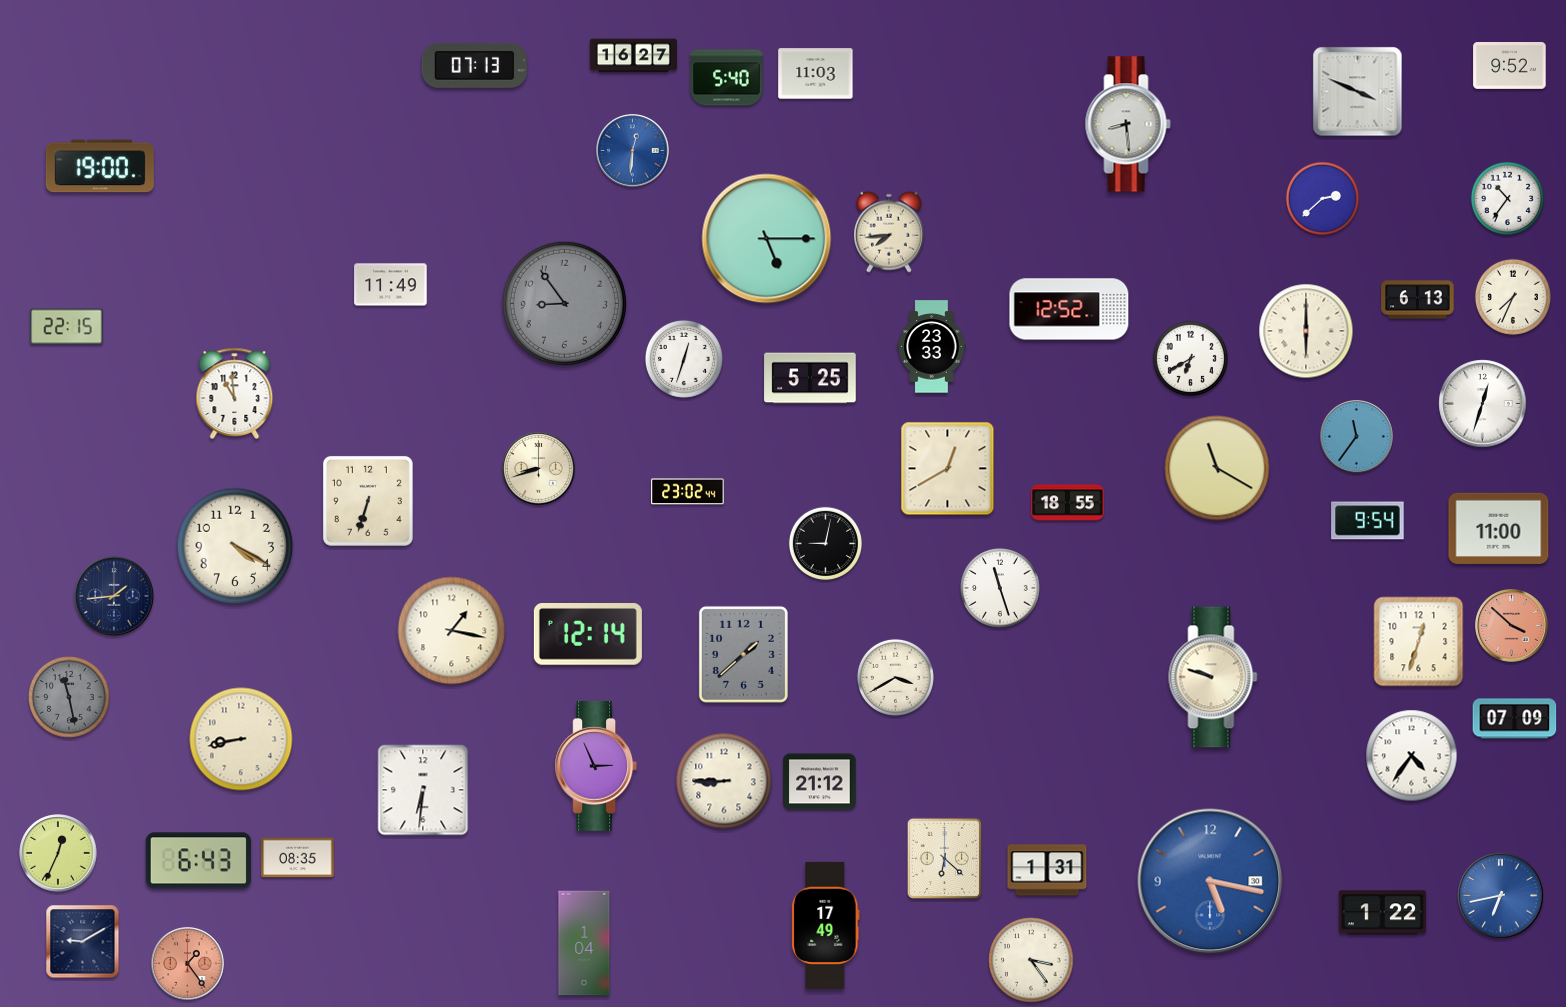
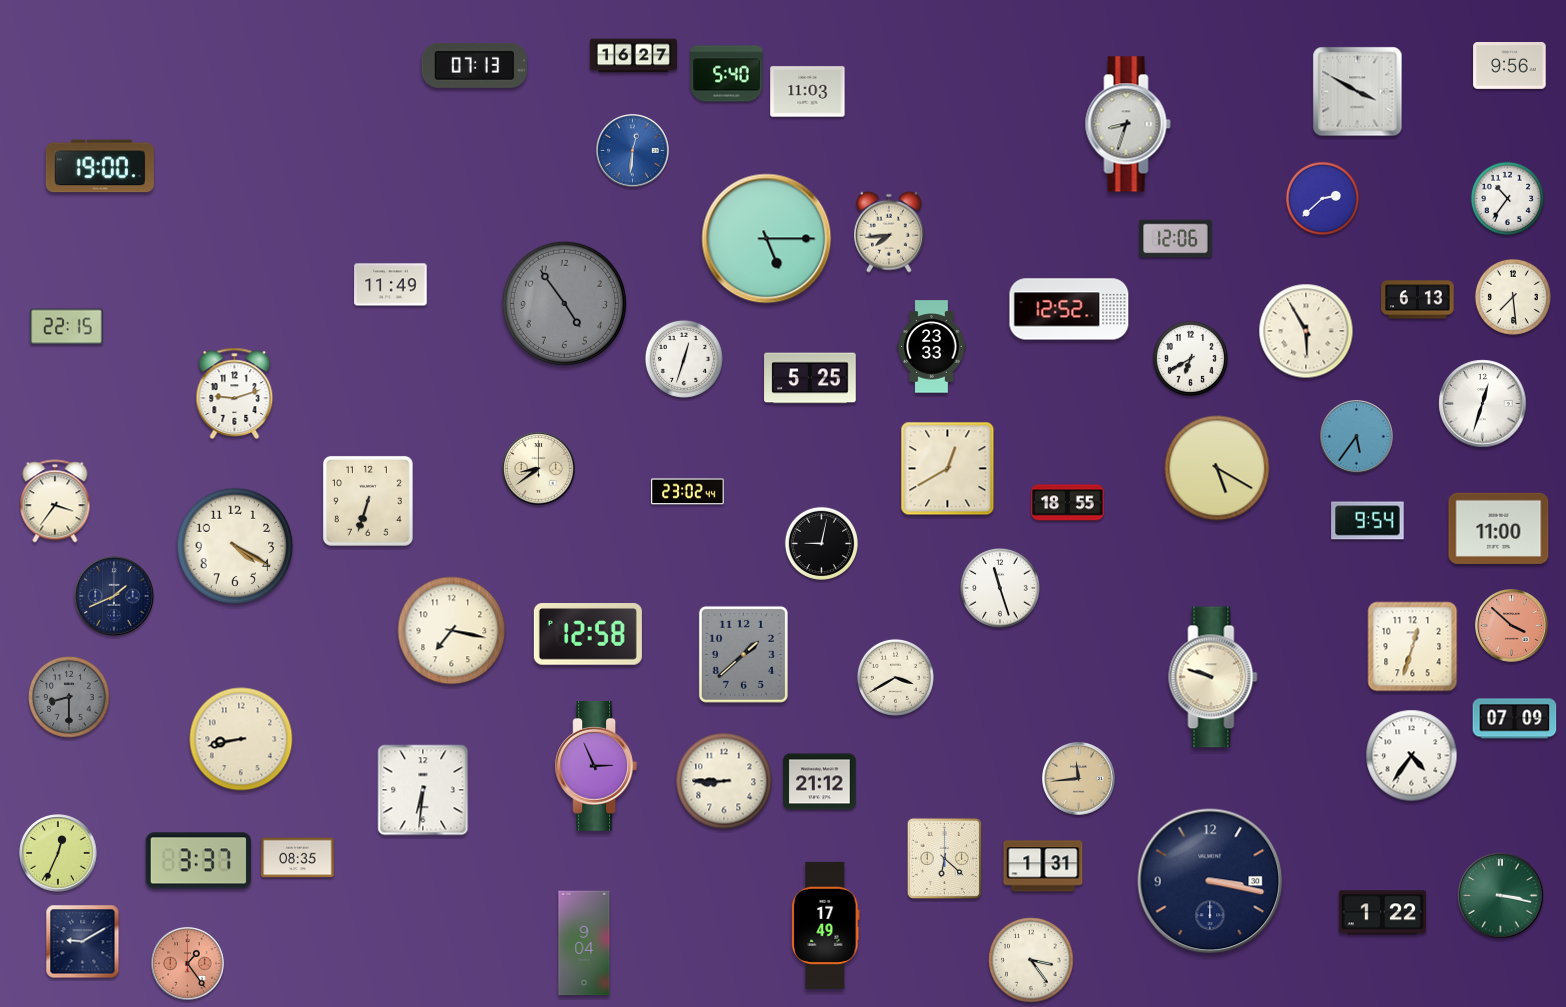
clock at (1510, 66): 9:52 -> 9:56
clock at (816, 74) position: (816, 74) -> (808, 92)
clock at (727, 78) position: (727, 78) -> (727, 74)
clock at (1358, 92): 3:49 -> 3:50
clock at (1128, 124): 8:29 -> 8:33
clock at (1176, 239): none -> 12:06
clock at (1513, 297): 7:34 -> 7:29
clock at (564, 303): 8:54 -> 4:54
clock at (1306, 331): 6:00 -> 5:55
clock at (235, 393): 10:59 -> 9:12
clock at (1357, 437): 11:36 -> 5:36
clock at (1217, 468): 11:20 -> 5:20
clock at (539, 469): 8:42 -> 8:39
clock at (55, 501): none -> 3:36
clock at (825, 543) position: (825, 543) -> (821, 543)
clock at (114, 596): 1:44 -> 1:41
clock at (452, 631): 1:17 -> 7:17
clock at (588, 635): 12:14 -> 12:58
clock at (1419, 642) position: (1419, 642) -> (1413, 647)
clock at (70, 698): 11:28 -> 8:30
clock at (1079, 779): none -> 11:44
clock at (199, 861): 6:43 -> 3:37
clock at (1047, 870) position: (1047, 870) -> (1043, 866)
clock at (1210, 881): 5:17 -> 3:17
clock at (1210, 881) dial: blue -> navy
clock at (1501, 896): 6:43 -> 3:17
clock at (1501, 896) dial: blue -> green
clock at (584, 943): 1:04 -> 9:04
